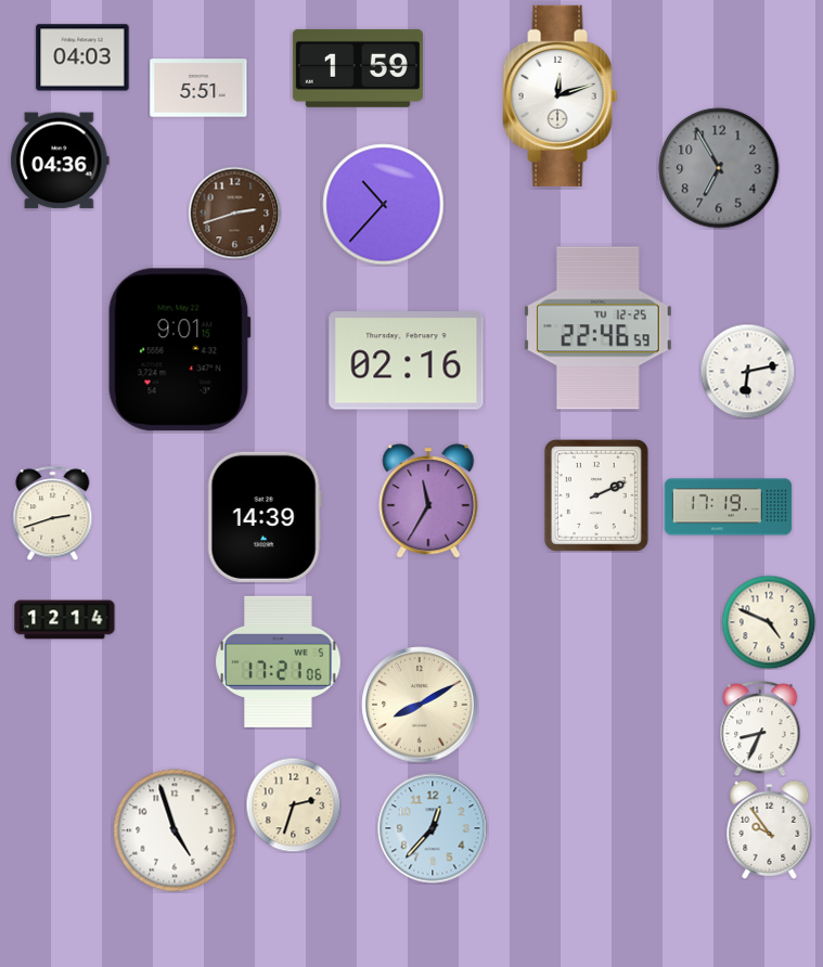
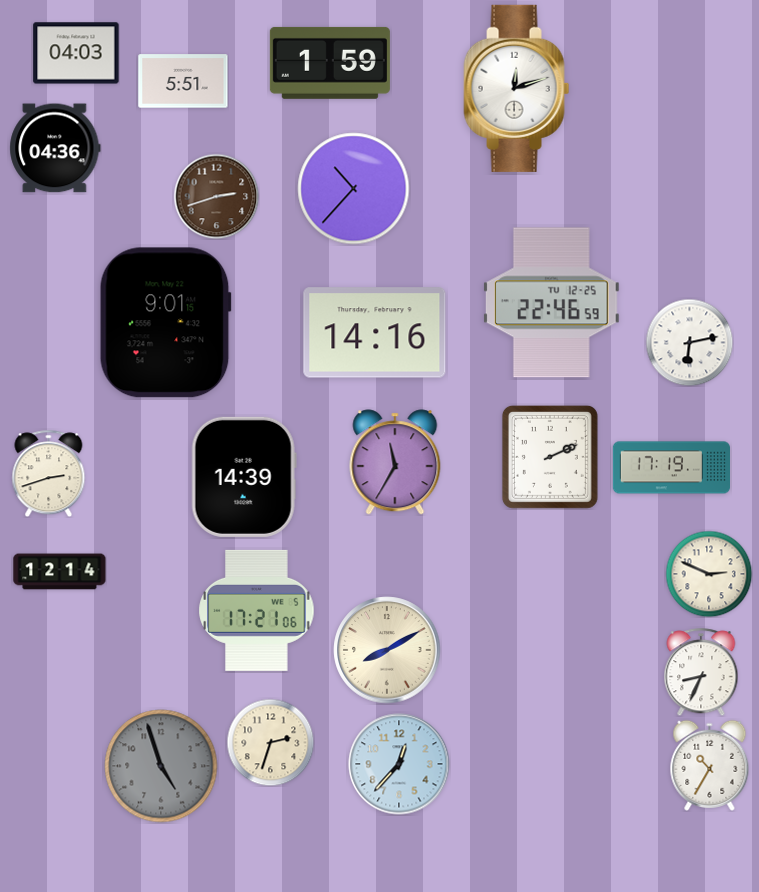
clock at (719, 168): 6:55 -> none
clock at (407, 361): 02:16 -> 14:16
clock at (769, 622): 4:49 -> 2:49
clock at (770, 829): 9:54 -> 10:35
clock at (175, 830) dial: white -> grey
